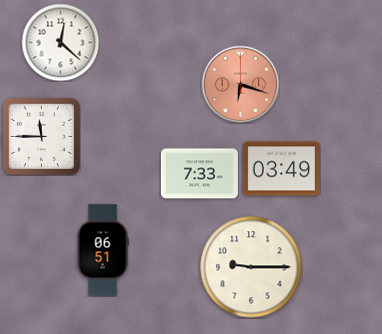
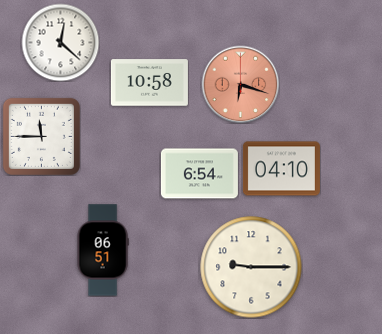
clock at (149, 83): none -> 10:58
clock at (281, 169): 03:49 -> 04:10
clock at (199, 174): 7:33 -> 6:54
